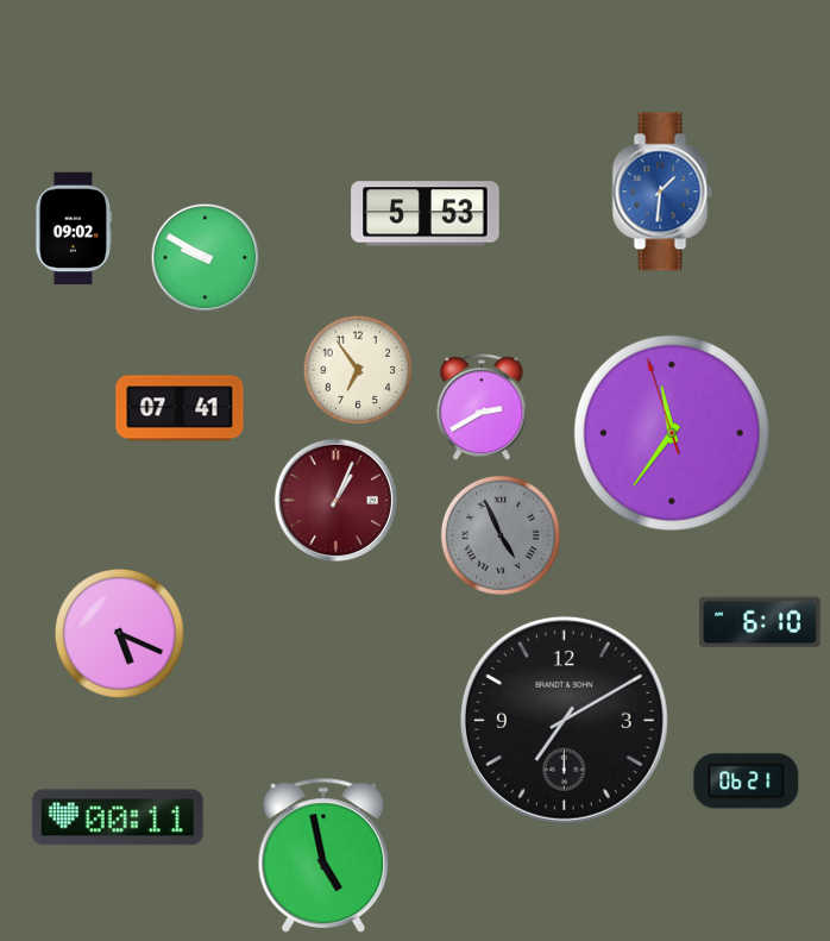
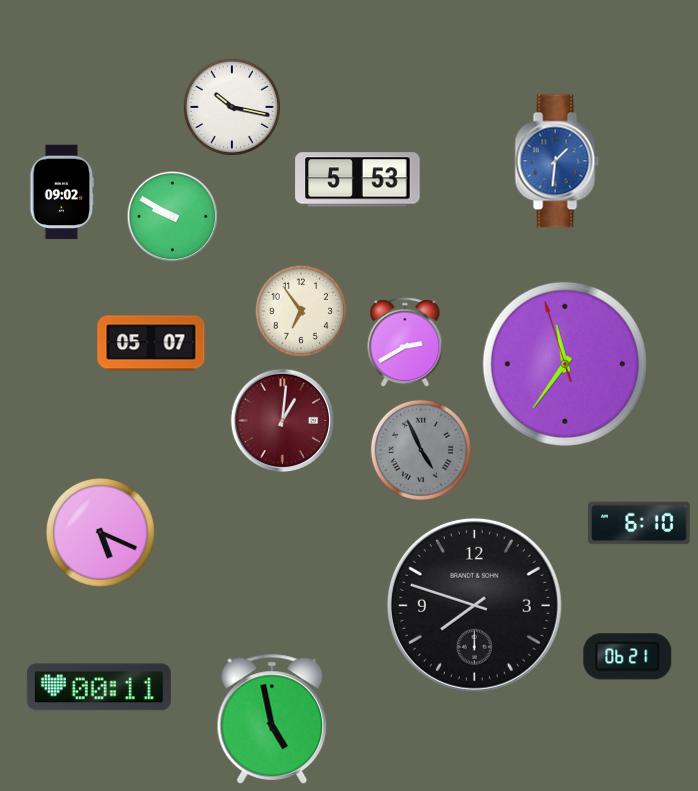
clock at (232, 107): none -> 10:17
clock at (180, 408): 07:41 -> 05:07
clock at (337, 501): 1:04 -> 1:01
clock at (564, 720): 7:10 -> 7:48
